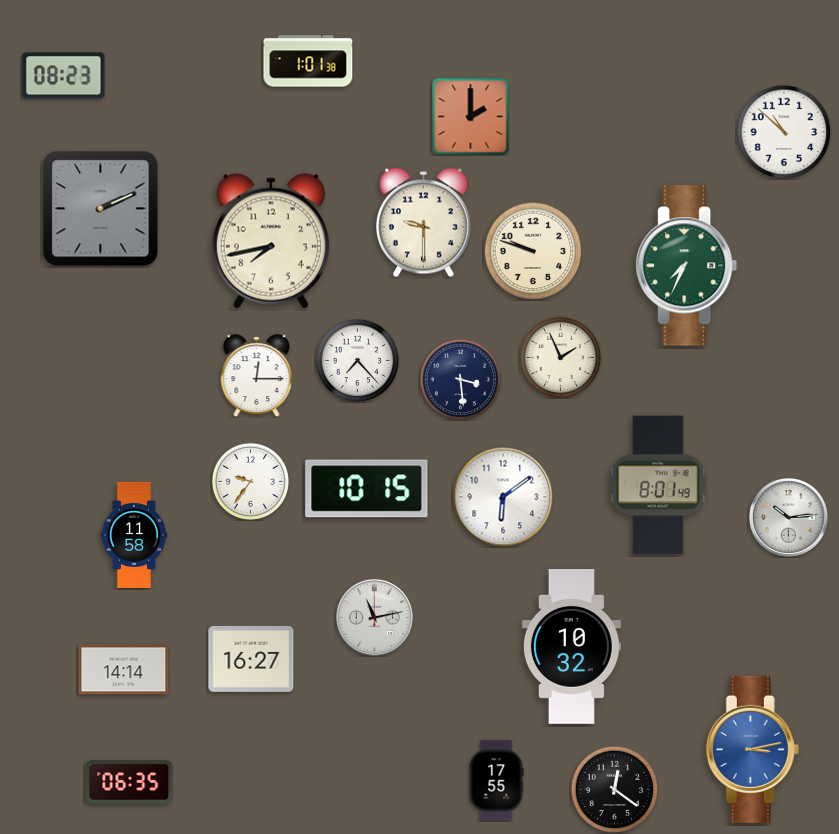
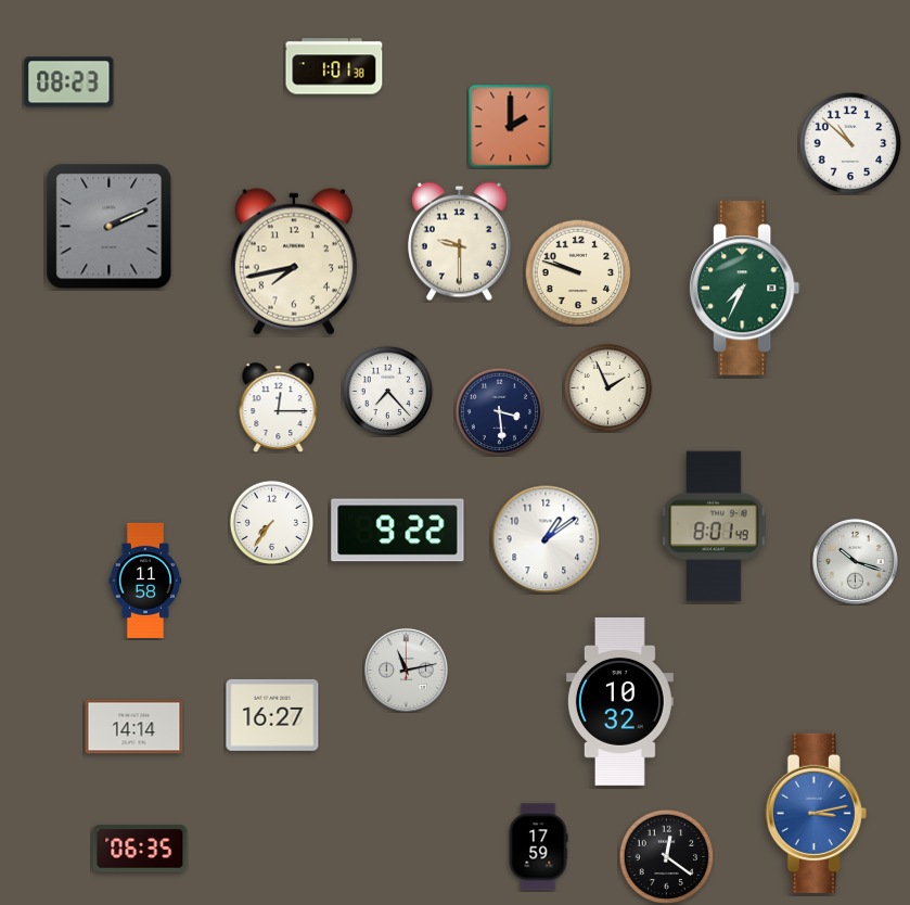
clock at (250, 481): 9:36 -> 7:36
clock at (367, 489): 10:15 -> 9:22
clock at (503, 497): 6:09 -> 1:09
clock at (788, 517): 10:14 -> 10:18
clock at (496, 781): 17:55 -> 17:59
